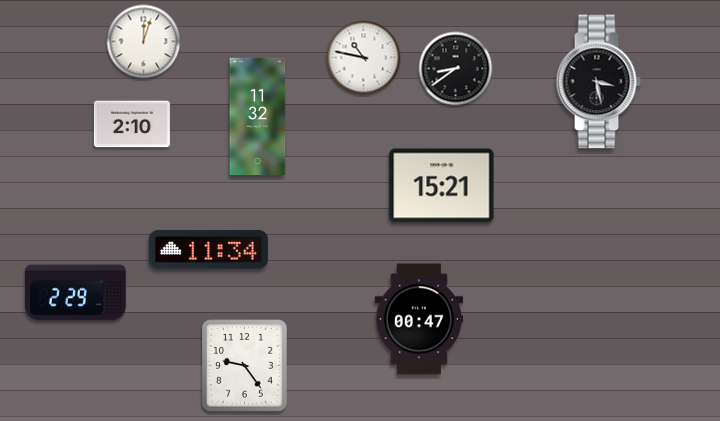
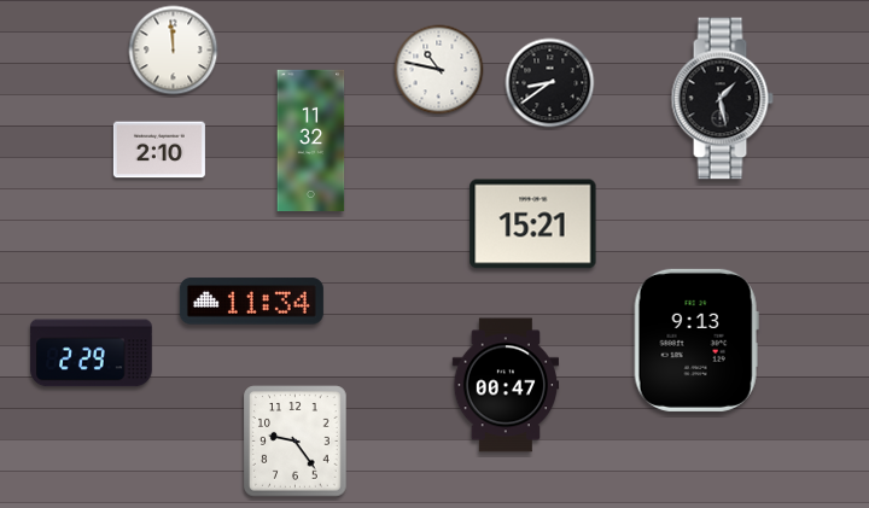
clock at (144, 42): 12:03 -> 11:59
clock at (598, 82): 3:28 -> 1:28
clock at (696, 340): none -> 9:13
